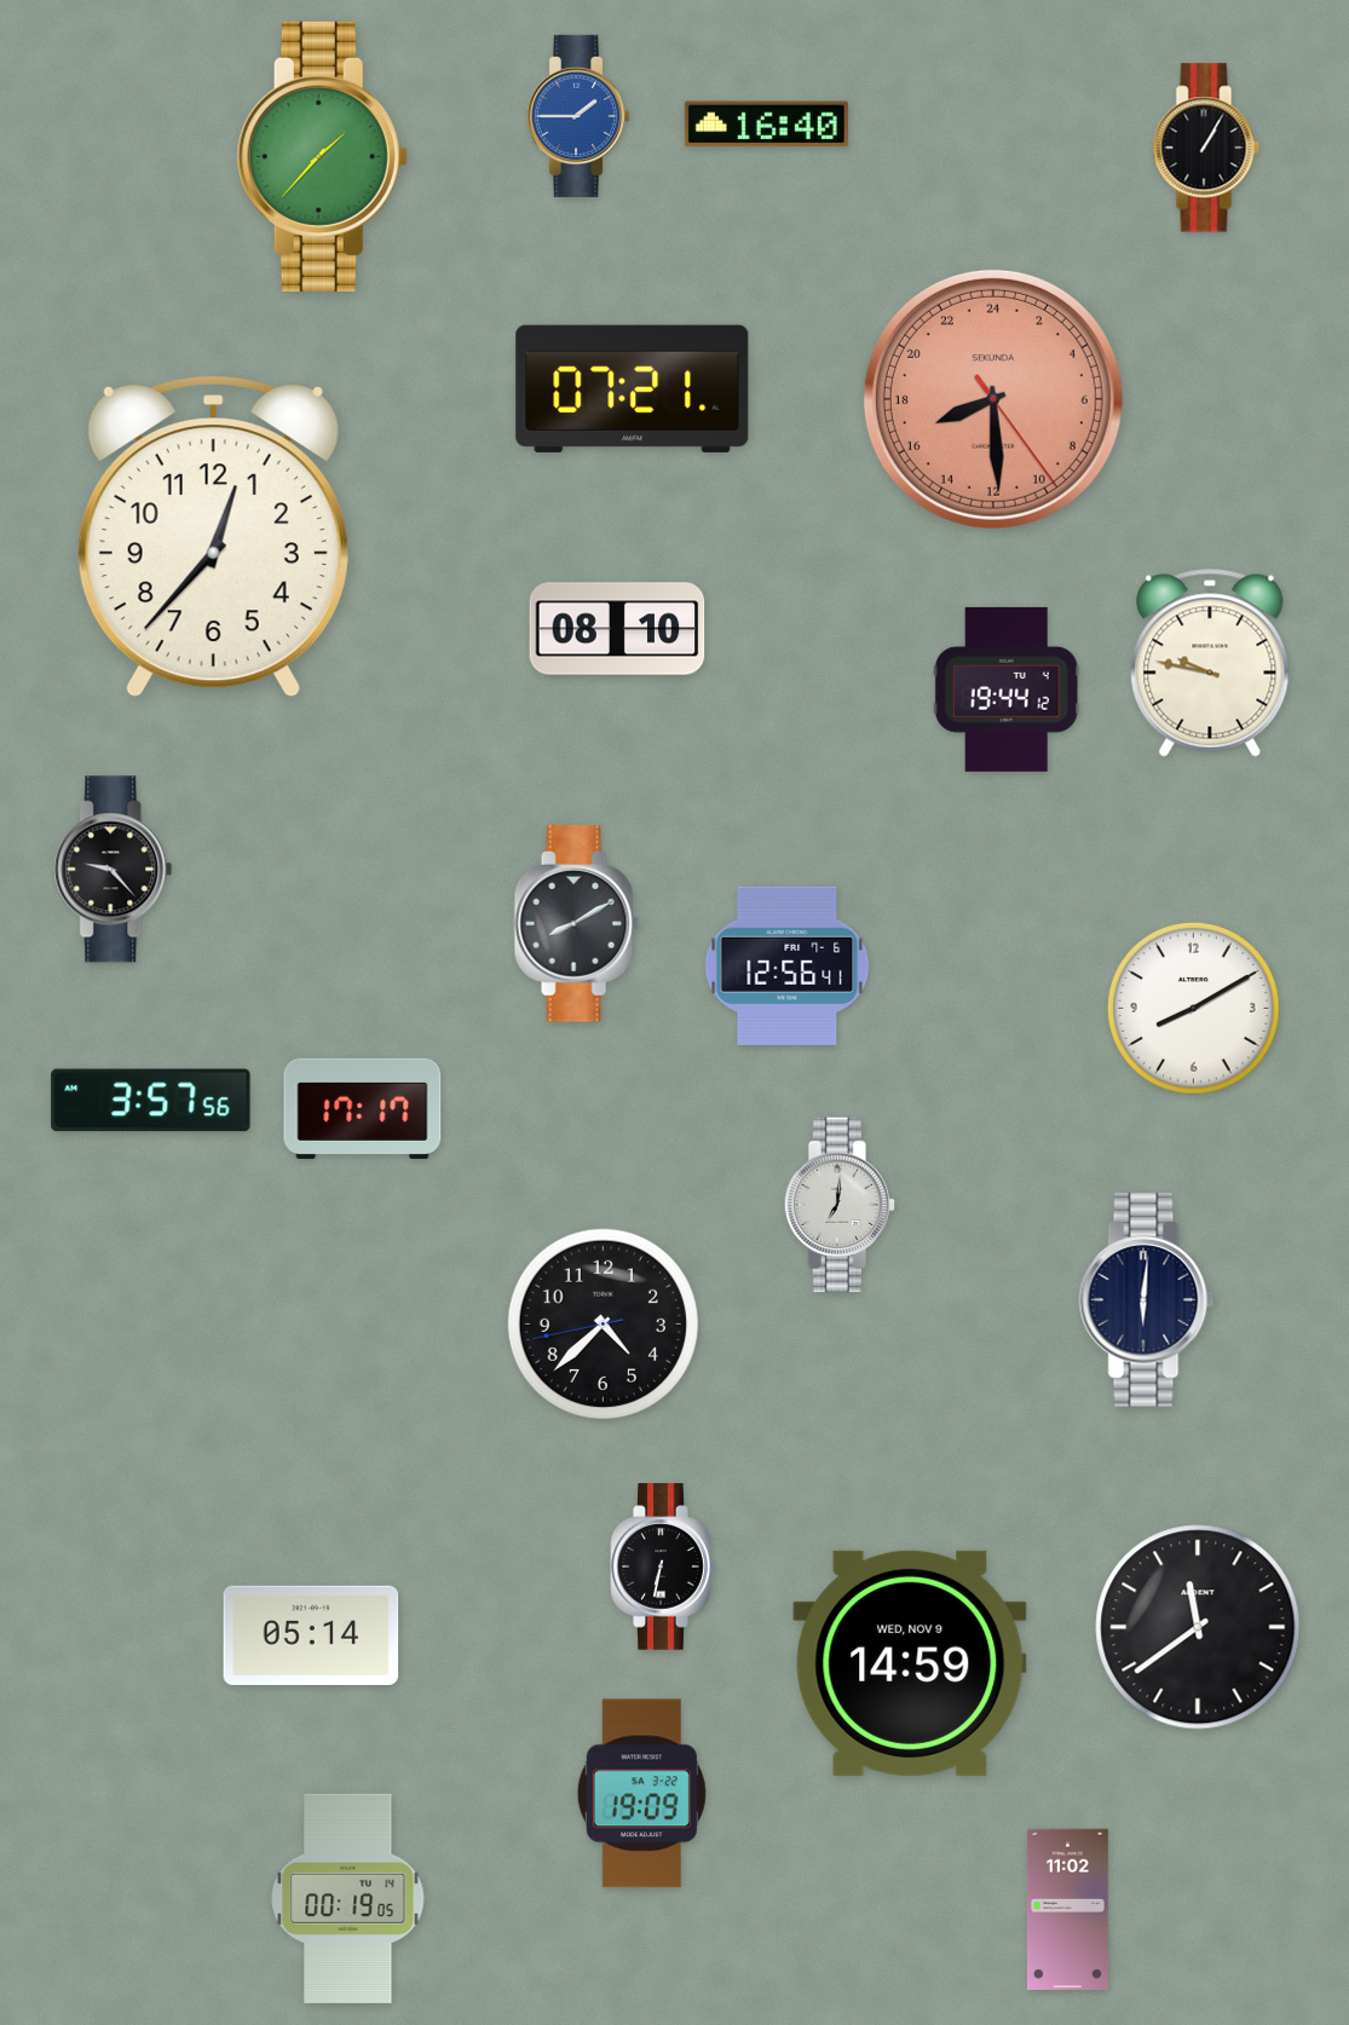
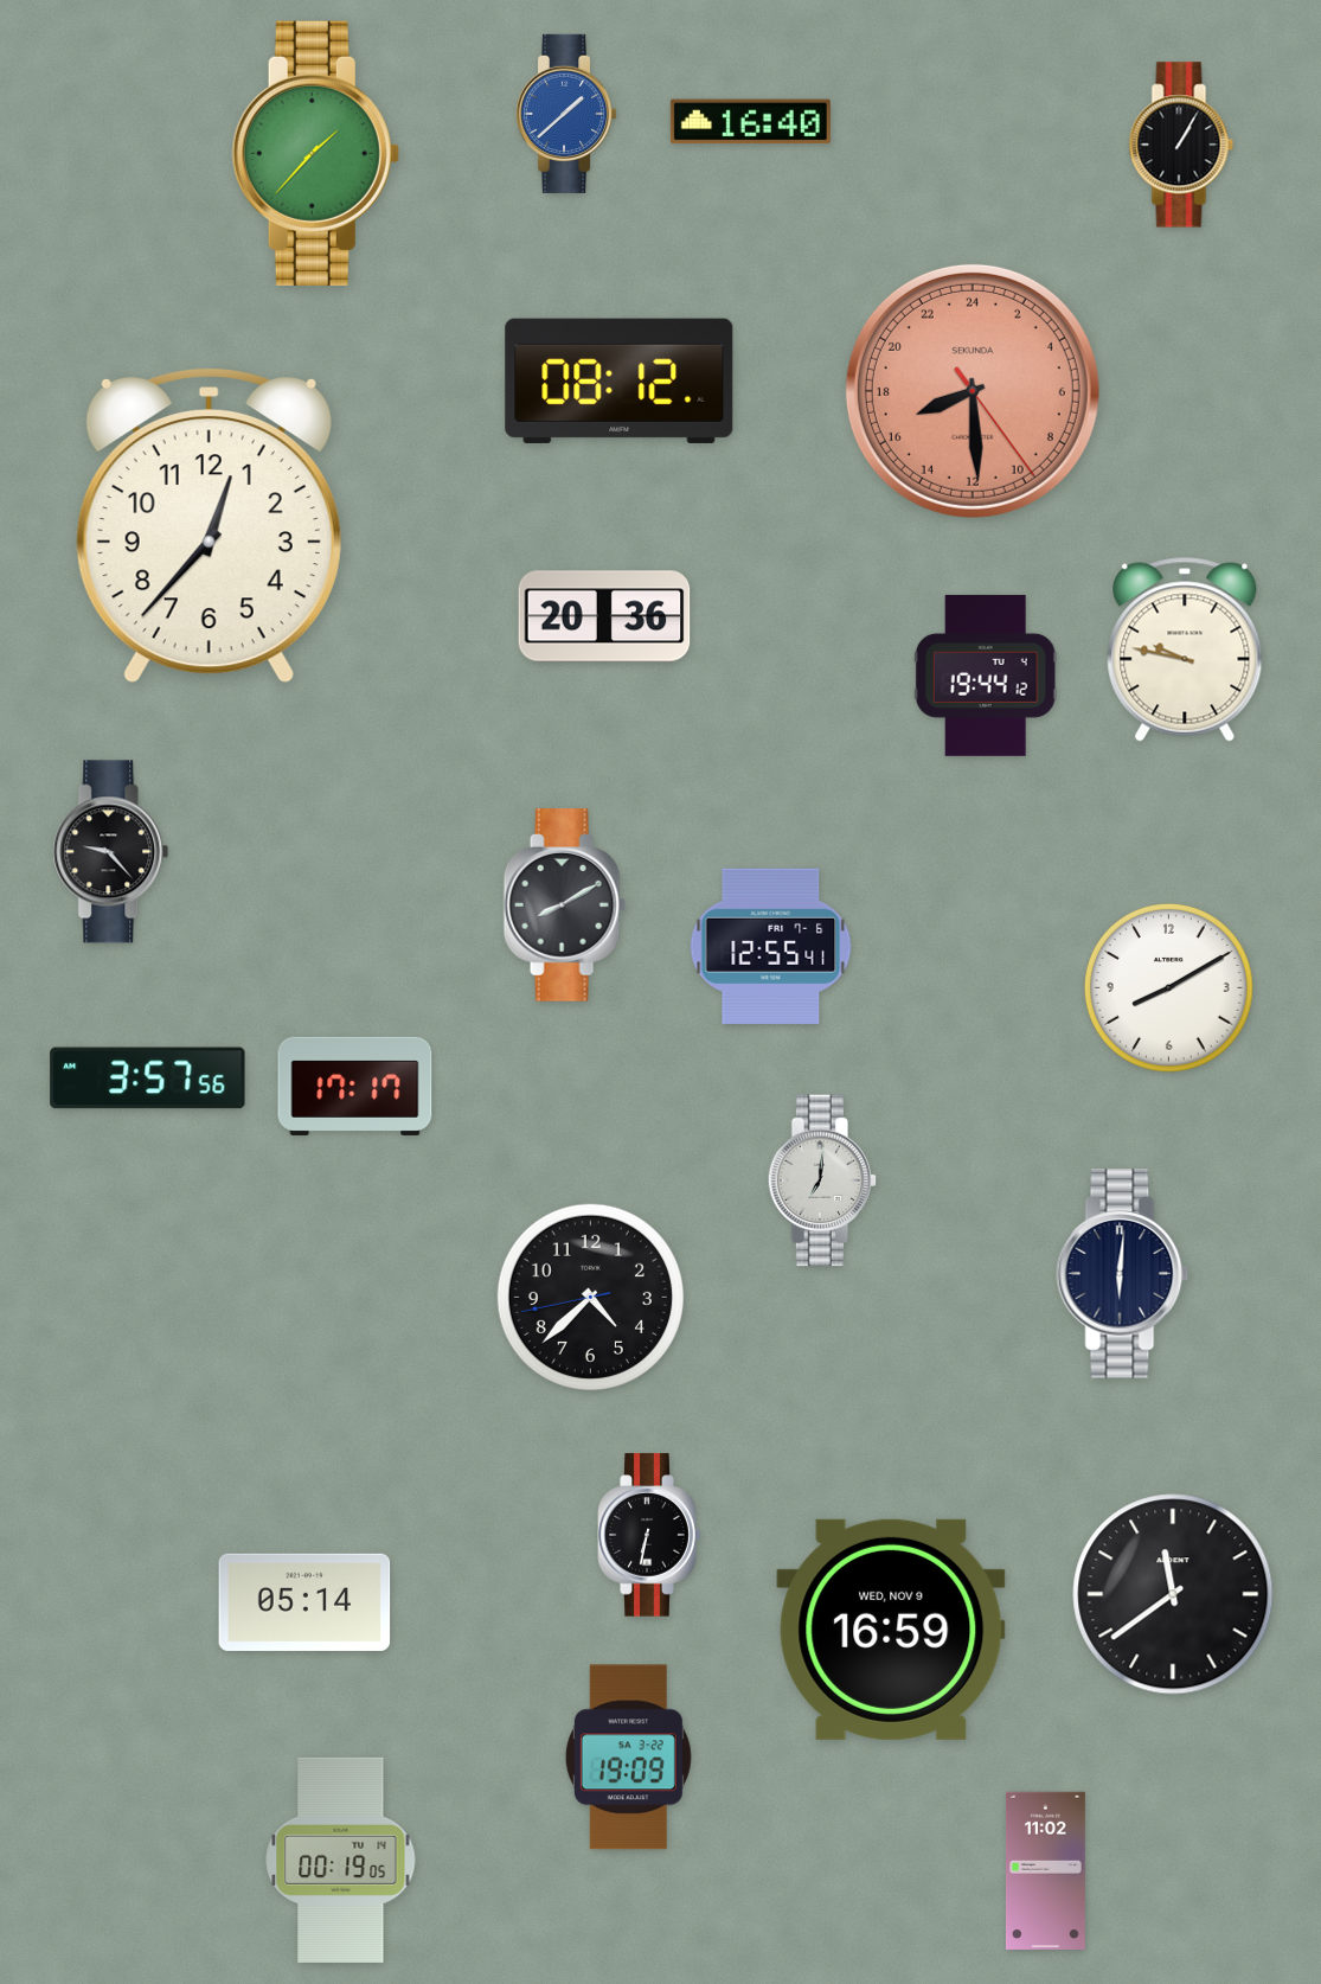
clock at (580, 116): 1:45 -> 1:38
clock at (633, 388): 07:21 -> 08:12
clock at (617, 629): 08:10 -> 20:36
clock at (788, 965): 12:56 -> 12:55
clock at (910, 1663): 14:59 -> 16:59
